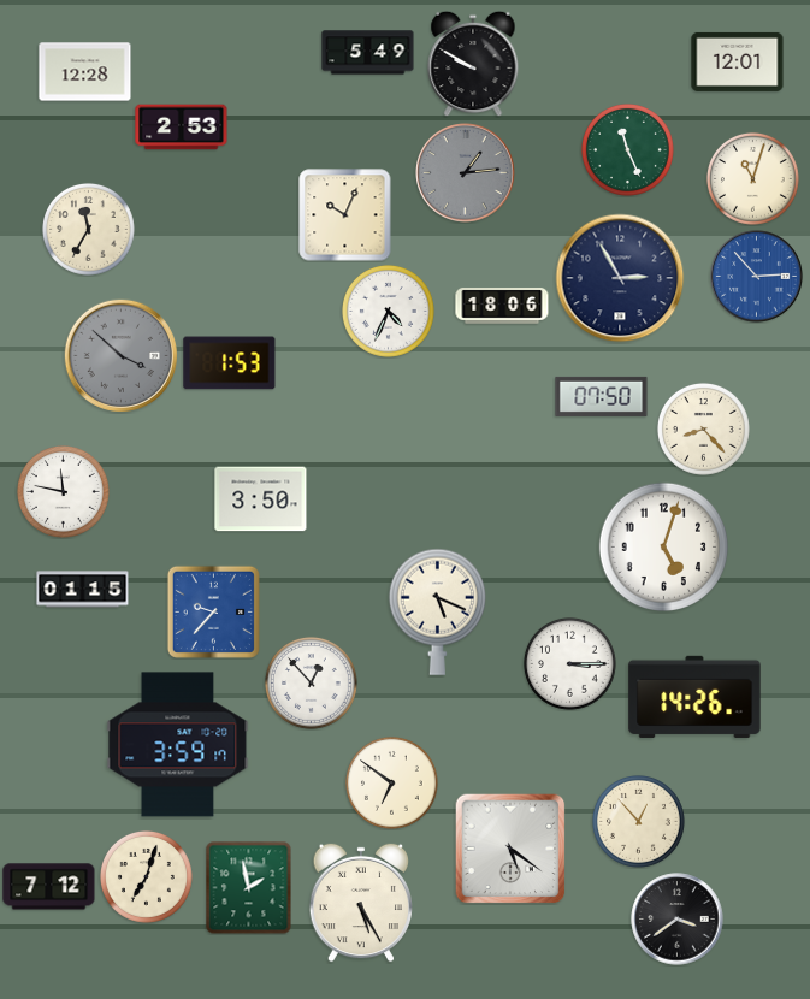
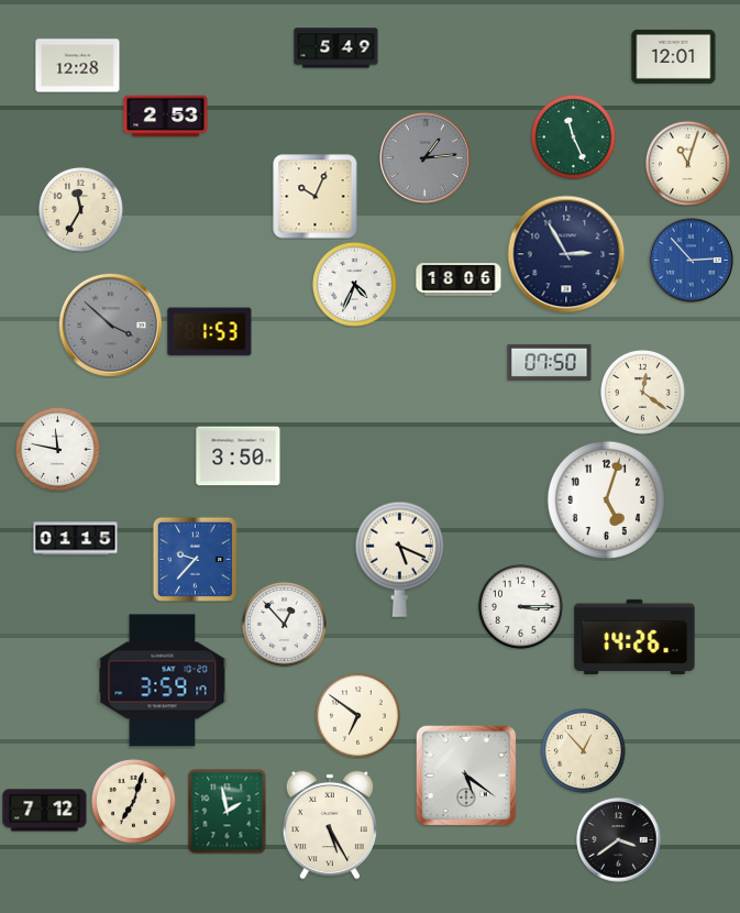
clock at (473, 64): 9:50 -> none
clock at (757, 277) position: (757, 277) -> (692, 261)
clock at (703, 428): 8:23 -> 12:21
